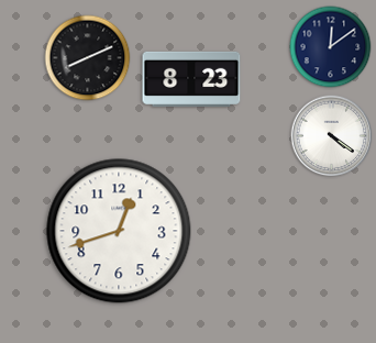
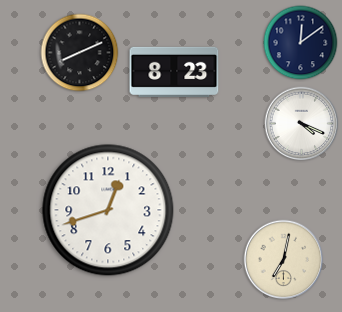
clock at (332, 136): 4:21 -> 4:19
clock at (284, 260): none -> 7:02
